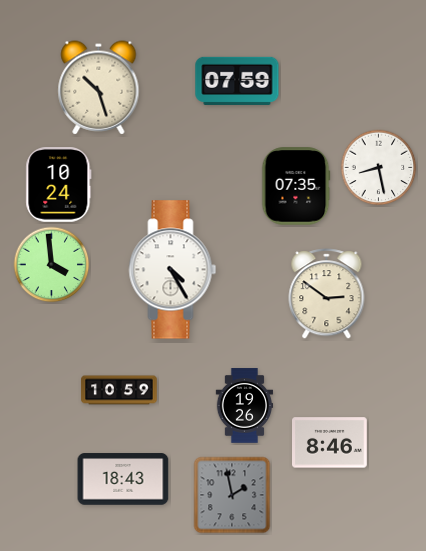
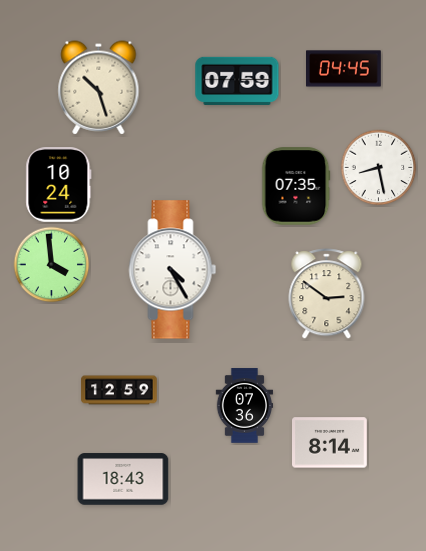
clock at (344, 69): none -> 04:45
clock at (119, 390): 10:59 -> 12:59
clock at (245, 406): 19:26 -> 07:36
clock at (330, 443): 8:46 -> 8:14
clock at (232, 495): 1:58 -> none
